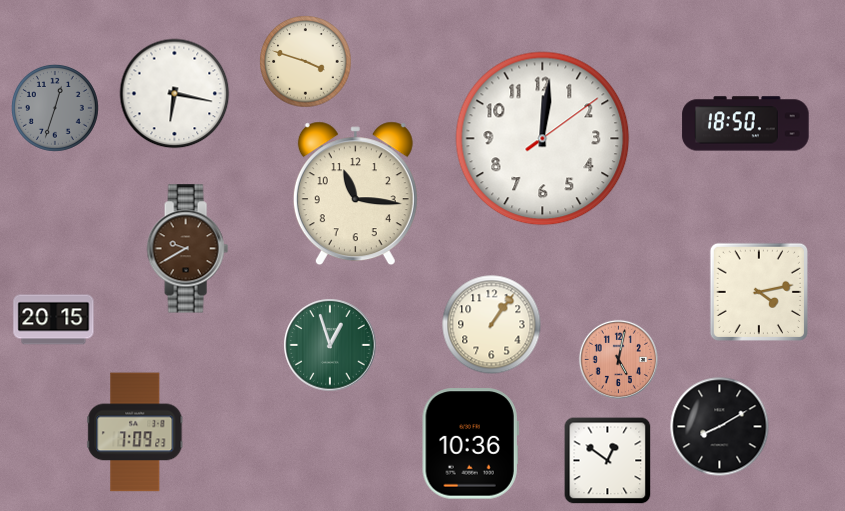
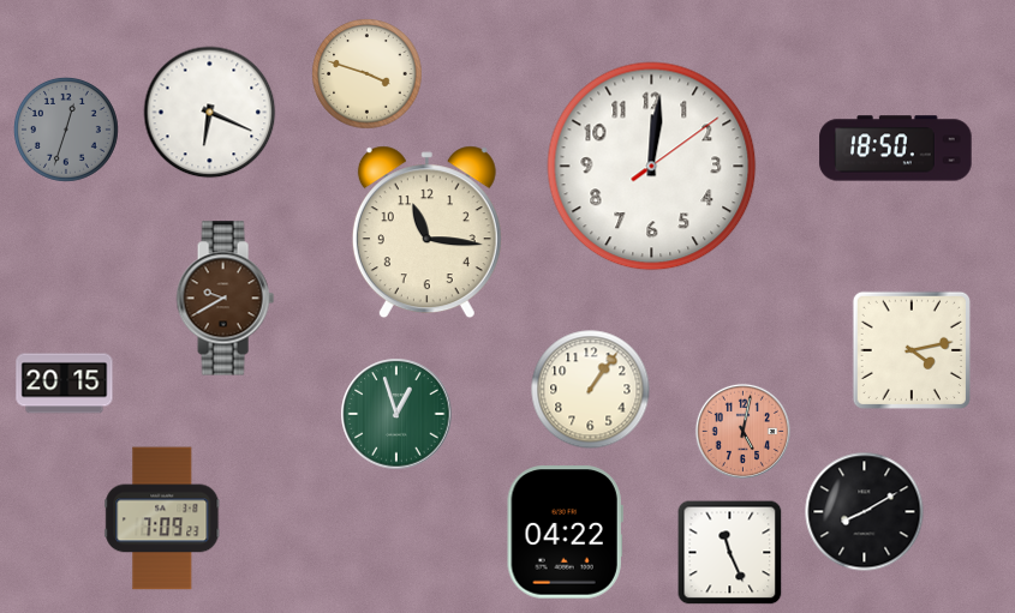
clock at (175, 94): 6:17 -> 6:19
clock at (470, 444): 10:36 -> 04:22
clock at (608, 461): 12:51 -> 11:26
